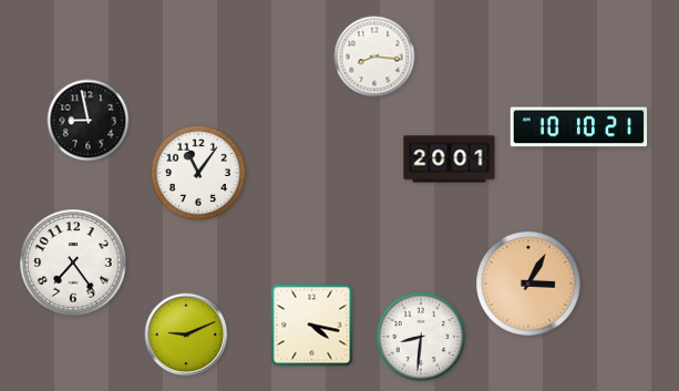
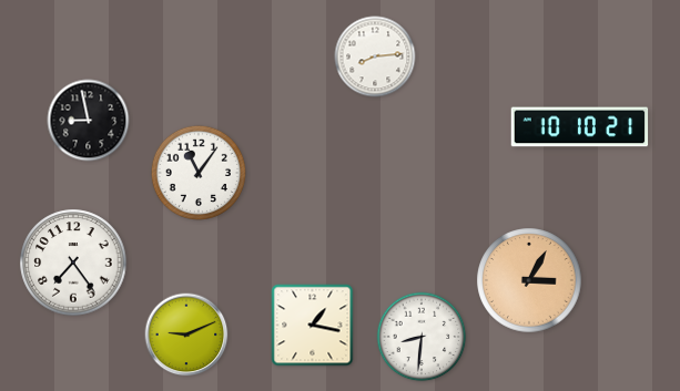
clock at (374, 56): 8:16 -> 8:14
clock at (450, 160): 20:01 -> none
clock at (528, 284) position: (528, 284) -> (529, 280)
clock at (312, 326): 4:17 -> 1:17
